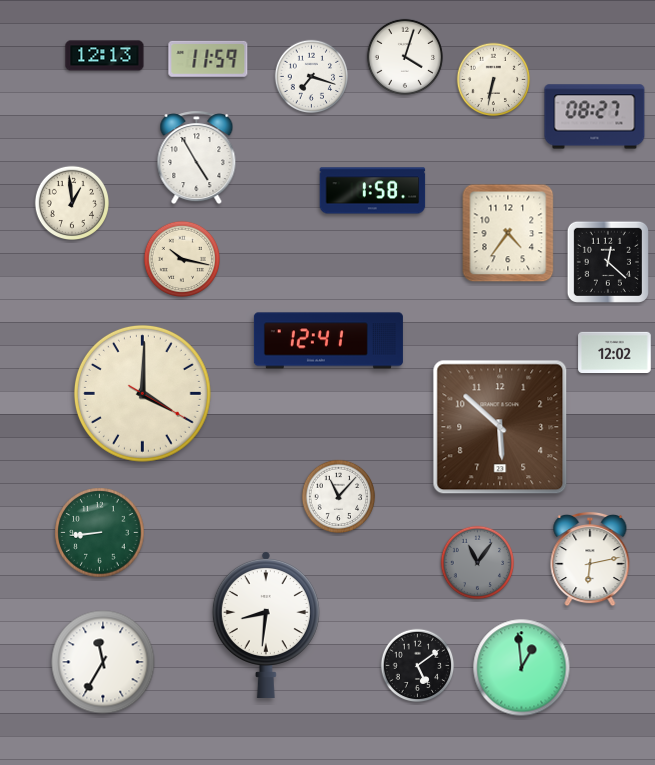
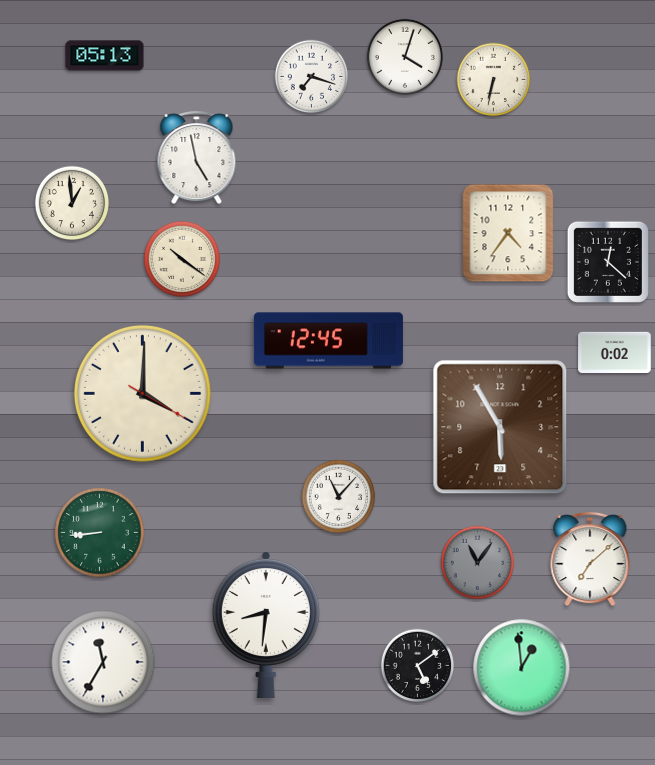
clock at (105, 56): 12:13 -> 05:13
clock at (208, 59): 11:59 -> none
clock at (595, 117): 08:27 -> none
clock at (197, 158): 4:55 -> 4:58
clock at (373, 191): 1:58 -> none
clock at (182, 259): 10:17 -> 10:21
clock at (328, 341): 12:41 -> 12:45
clock at (615, 352): 12:02 -> 0:02
clock at (500, 427): 5:52 -> 5:55
clock at (590, 559): 6:13 -> 7:08
